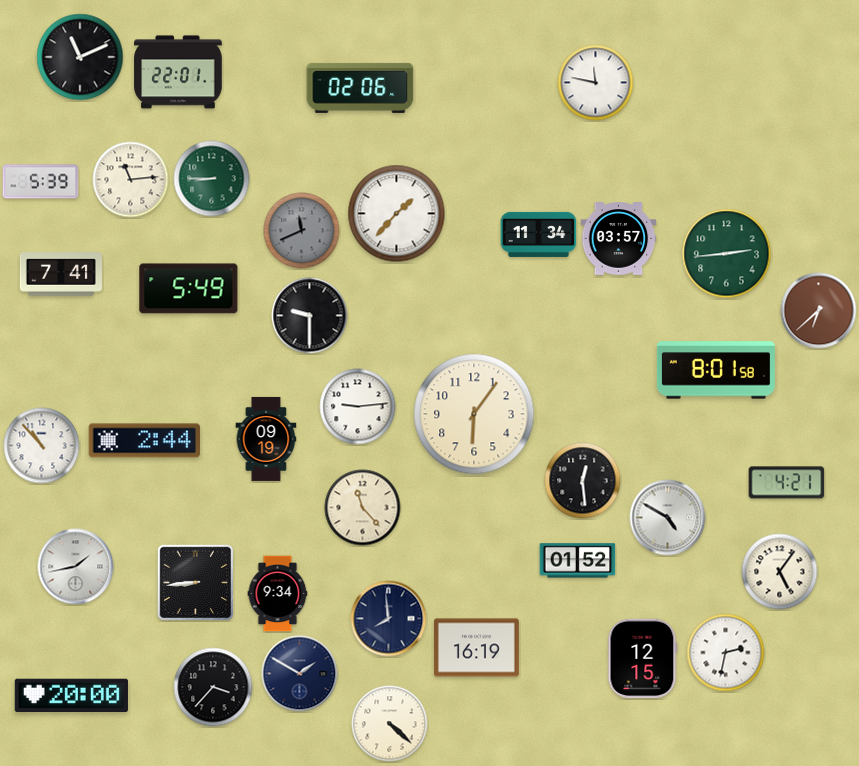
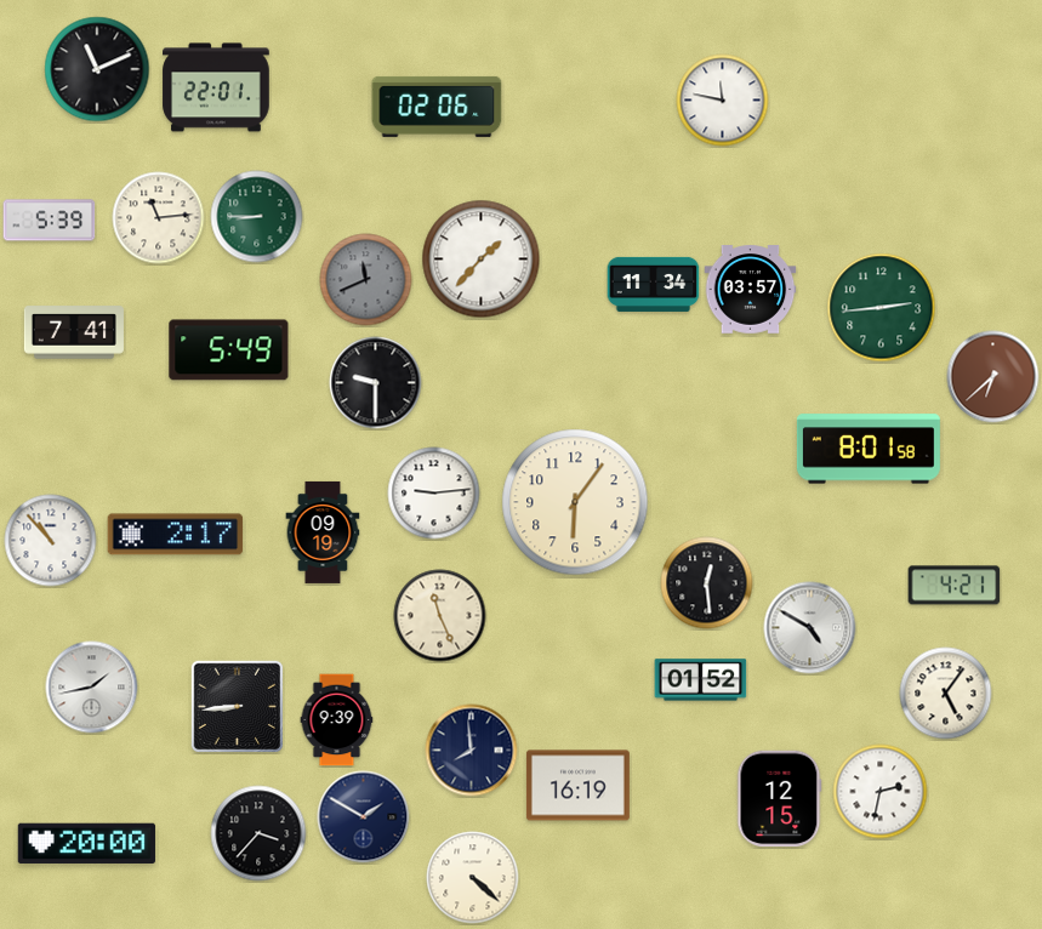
clock at (145, 441): 2:44 -> 2:17
clock at (363, 508): 11:23 -> 11:26
clock at (278, 594): 9:34 -> 9:39
